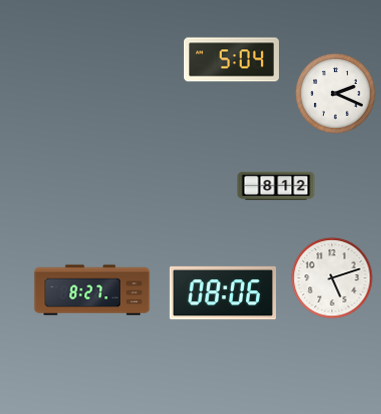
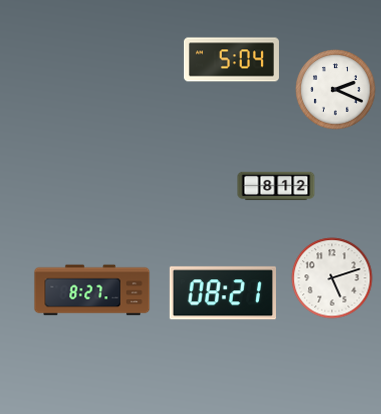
clock at (336, 94) position: (336, 94) -> (336, 90)
clock at (222, 293): 08:06 -> 08:21
